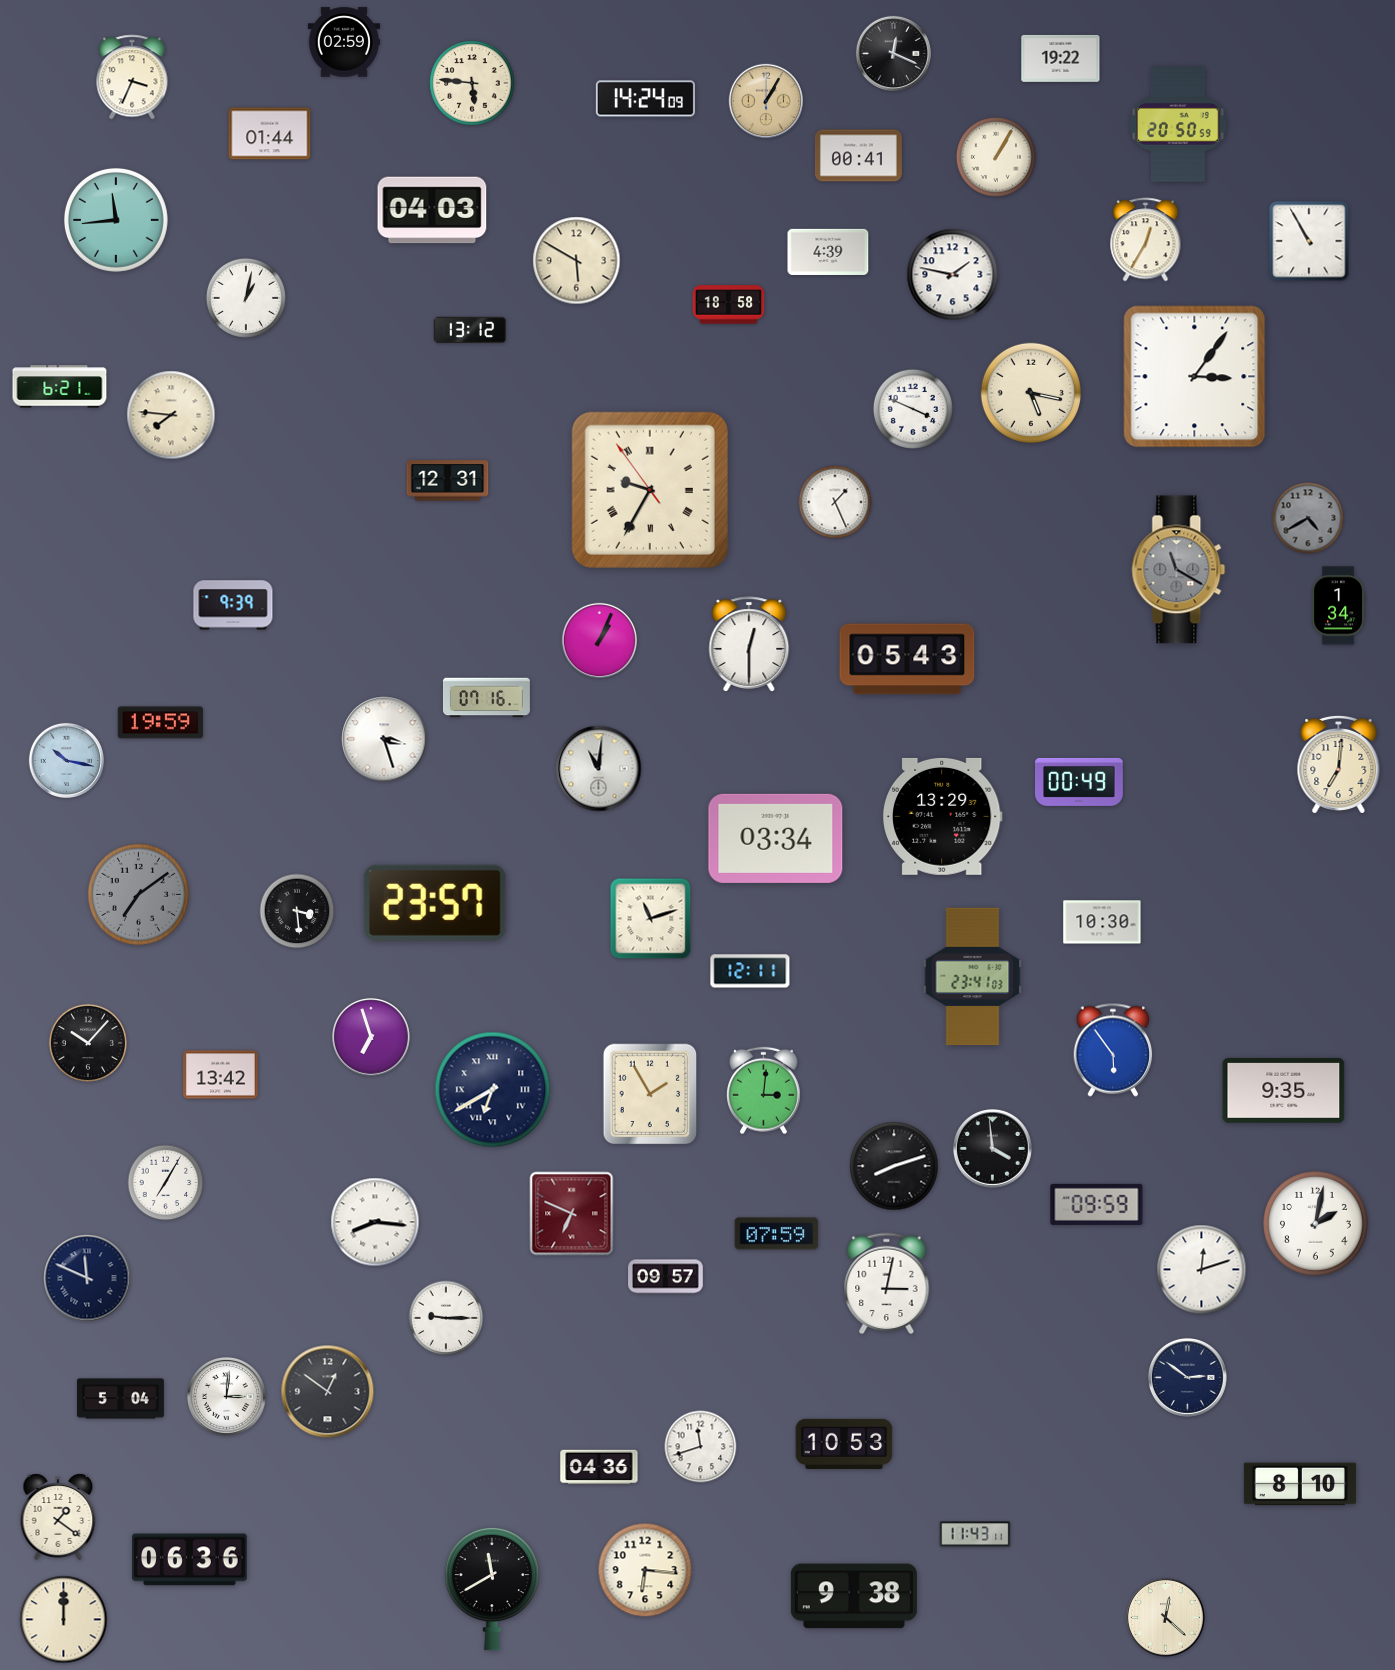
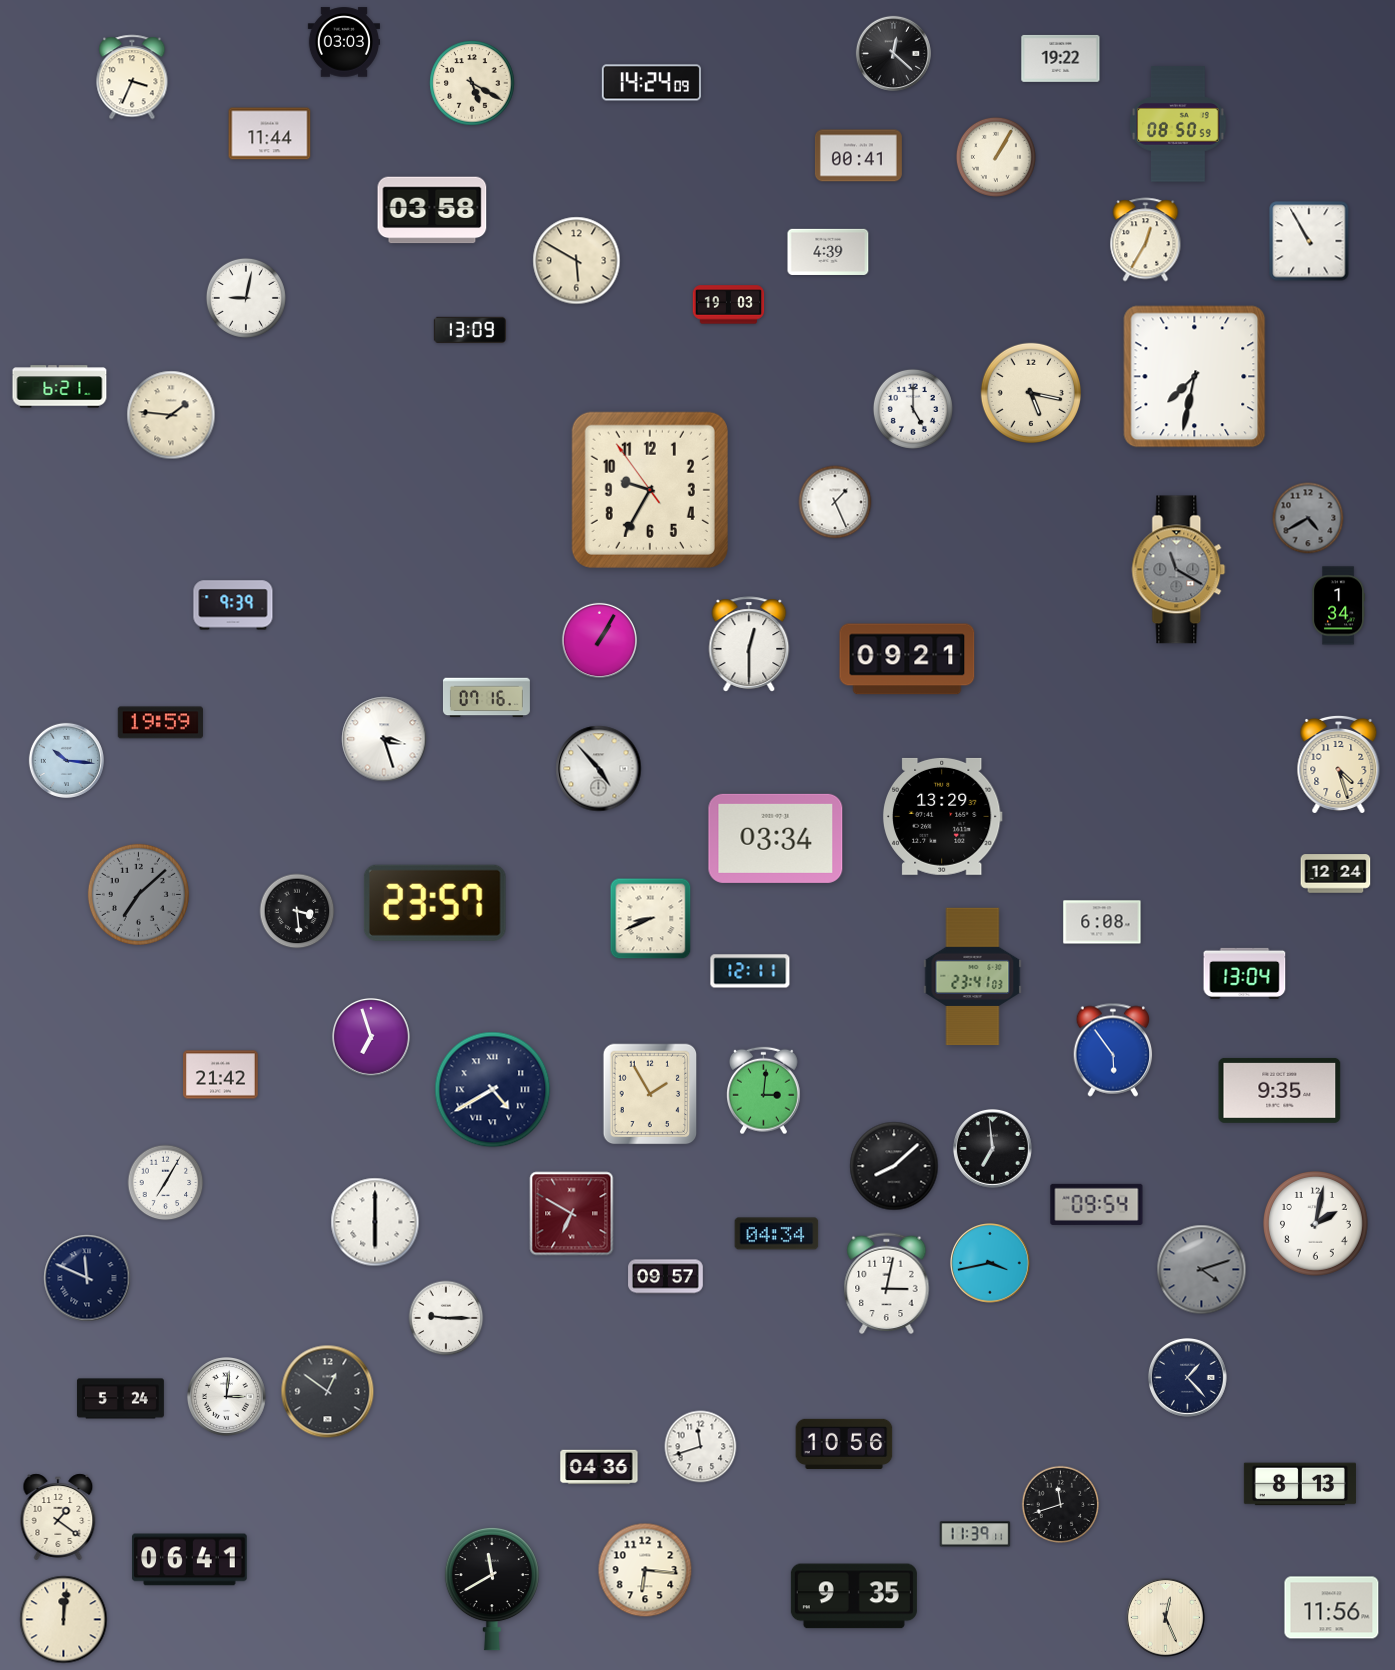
clock at (343, 42): 02:59 -> 03:03
clock at (893, 53): 12:19 -> 12:22
clock at (472, 83): 5:46 -> 5:20
clock at (645, 99) position: (645, 99) -> (651, 83)
clock at (765, 100): 1:05 -> none
clock at (1178, 124): 20:50 -> 08:50
clock at (270, 134): 01:44 -> 11:44
clock at (432, 210): 04:03 -> 03:58
clock at (116, 220): 11:44 -> none
clock at (953, 275): 1:47 -> none
clock at (246, 298): 1:02 -> 9:02
clock at (729, 305): 18:58 -> 19:03
clock at (470, 329): 13:12 -> 13:09
clock at (1195, 377): 3:06 -> 7:32
clock at (913, 409): 3:49 -> 5:00
clock at (171, 415): 7:46 -> 1:46
clock at (448, 481): 12:31 -> none
clock at (650, 490) numerals: Roman -> Arabic
clock at (599, 640): 1:04 -> 1:05
clock at (907, 659): 05:43 -> 09:21
clock at (66, 760): 10:17 -> 10:16
clock at (1339, 764): 7:01 -> 4:27
clock at (599, 769): 11:01 -> 4:53
clock at (1079, 782): 00:49 -> none
clock at (1336, 874): none -> 12:24
clock at (138, 894): 7:09 -> 7:08
clock at (651, 919): 11:12 -> 8:41
clock at (1102, 922): 10:30 -> 6:08
clock at (1245, 973): none -> 13:04
clock at (87, 1042): 10:07 -> none
clock at (221, 1075): 13:42 -> 21:42
clock at (493, 1090): 6:40 -> 4:40
clock at (1284, 1090) position: (1284, 1090) -> (1280, 1090)
clock at (993, 1149): 3:59 -> 6:59
clock at (894, 1166): 8:12 -> 8:08
clock at (1097, 1204): 09:59 -> 09:54
clock at (572, 1214): 6:49 -> 6:50
clock at (375, 1222): 8:16 -> 6:00
clock at (777, 1234): 07:59 -> 04:34
clock at (991, 1264): none -> 3:43
clock at (1202, 1270): 12:12 -> 4:12
clock at (1202, 1270) dial: white -> grey
clock at (1188, 1378): 2:51 -> 1:23
clock at (120, 1399): 5:04 -> 5:24
clock at (844, 1443): 10:53 -> 10:56
clock at (1300, 1484): 8:10 -> 8:13
clock at (1061, 1505): none -> 11:42
clock at (975, 1534): 11:43 -> 11:39
clock at (190, 1560): 06:36 -> 06:41
clock at (854, 1596): 9:38 -> 9:35
clock at (1332, 1608): none -> 11:56
clock at (1166, 1618): 12:22 -> 12:26
clock at (64, 1620): 12:00 -> 12:01
